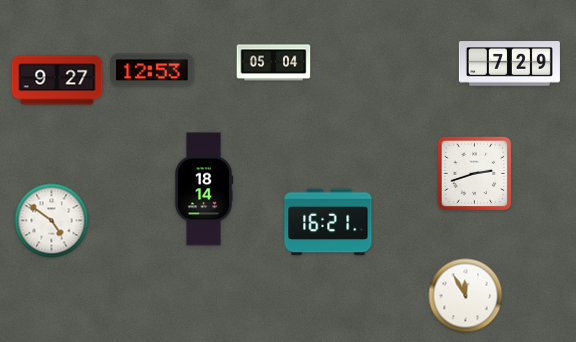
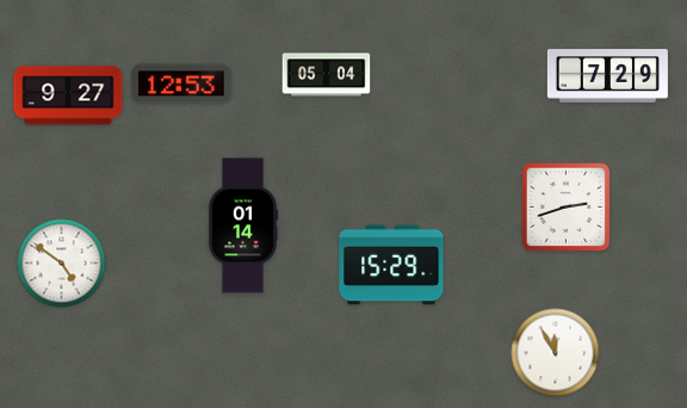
clock at (204, 189): 18:14 -> 01:14
clock at (328, 222): 16:21 -> 15:29
